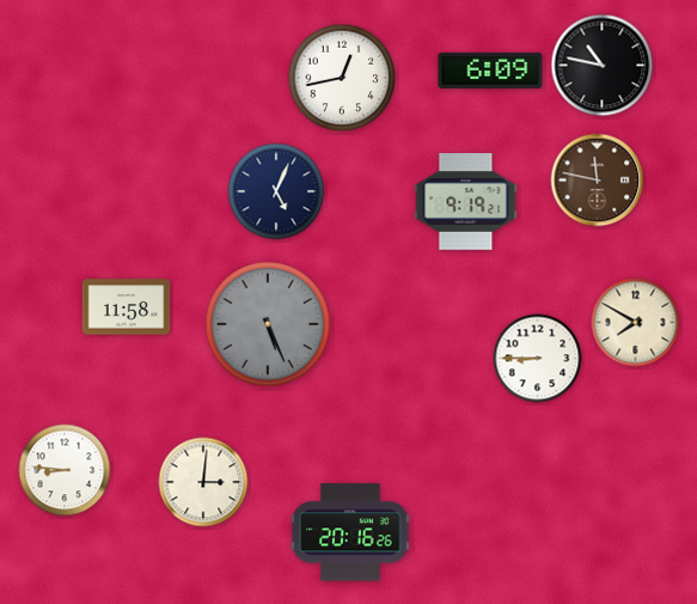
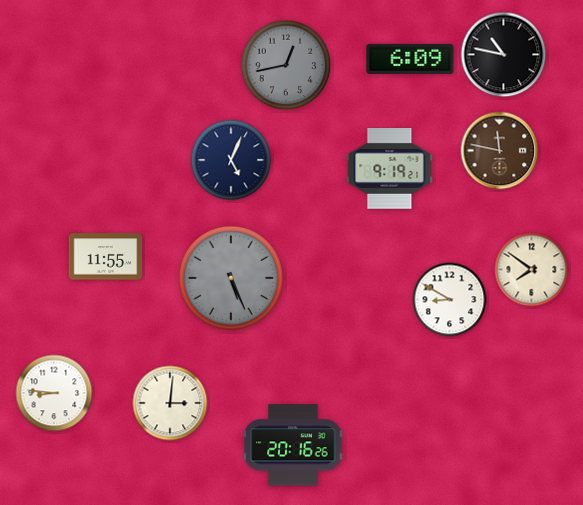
clock at (342, 78) dial: white -> grey
clock at (127, 307): 11:58 -> 11:55
clock at (636, 323): 7:50 -> 7:51
clock at (268, 324) position: (268, 324) -> (231, 278)
clock at (538, 359): 8:45 -> 8:50
